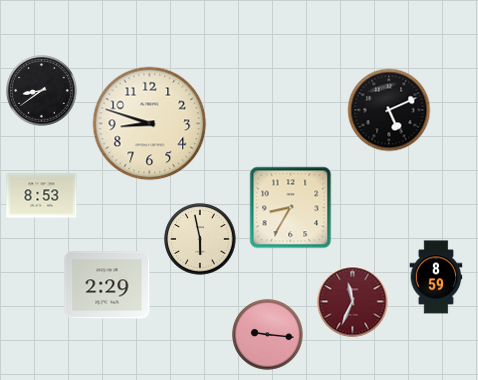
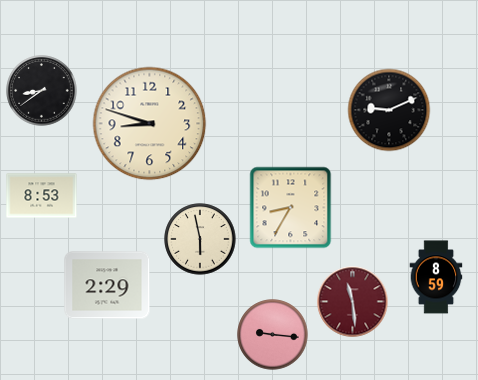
clock at (389, 110): 5:11 -> 9:11
clock at (353, 302): 11:34 -> 11:29
clock at (268, 335) position: (268, 335) -> (273, 335)
